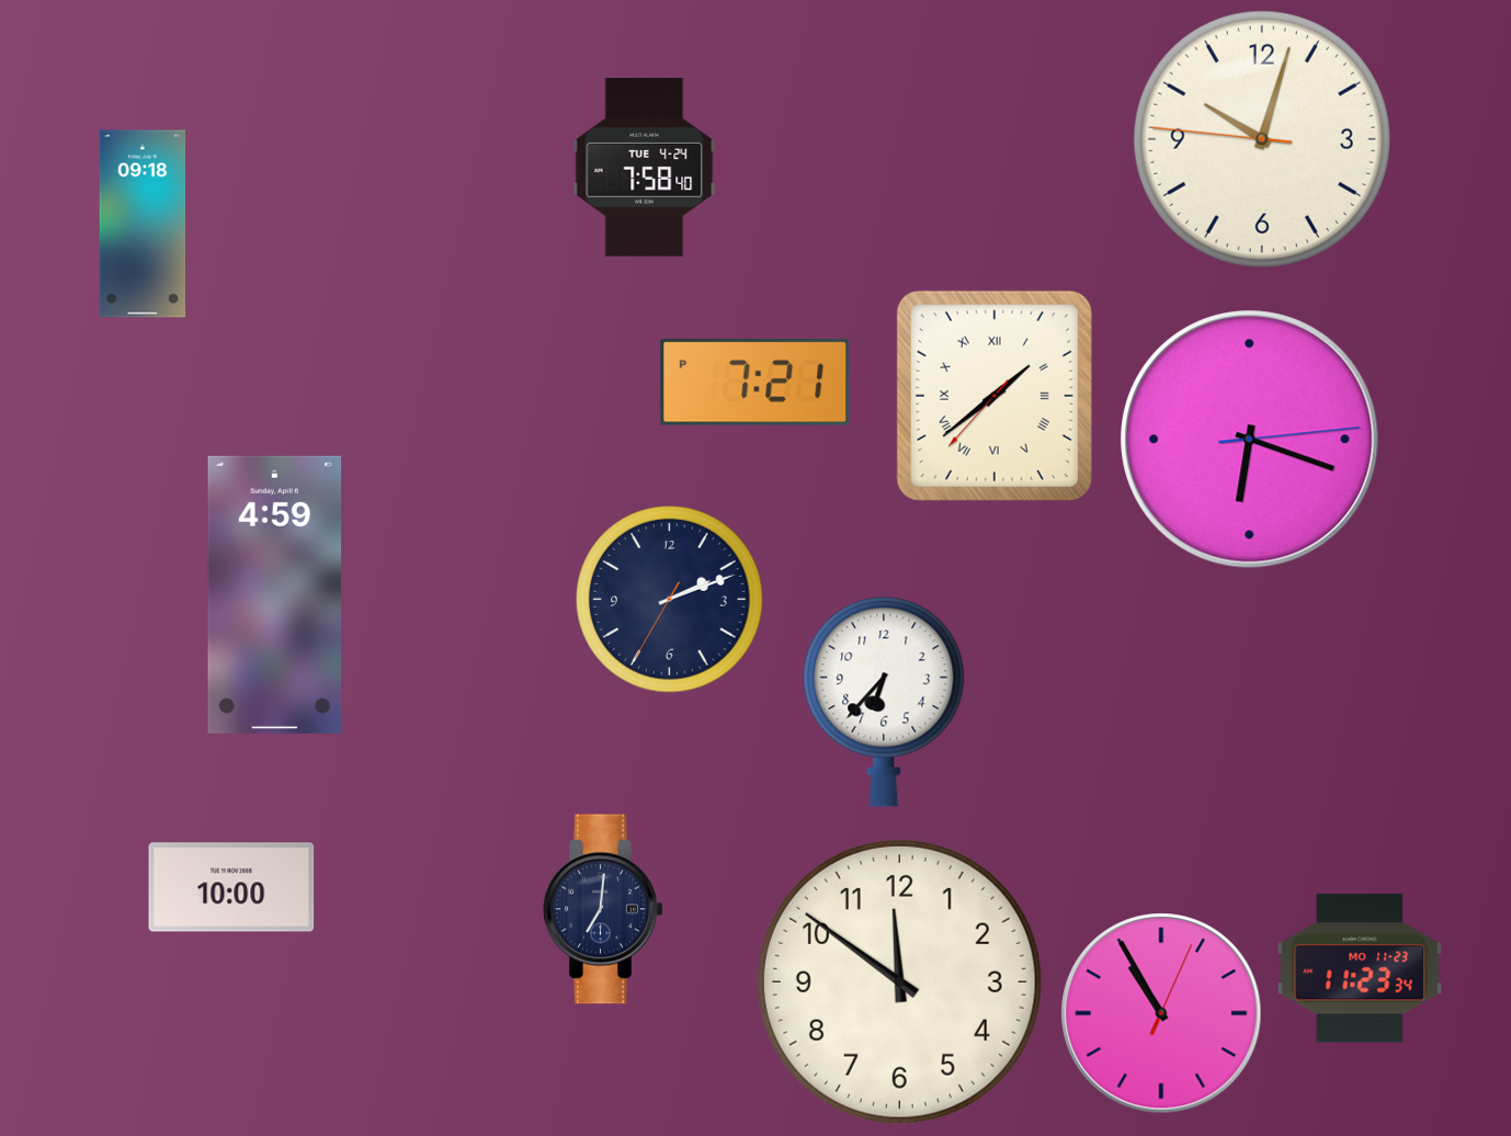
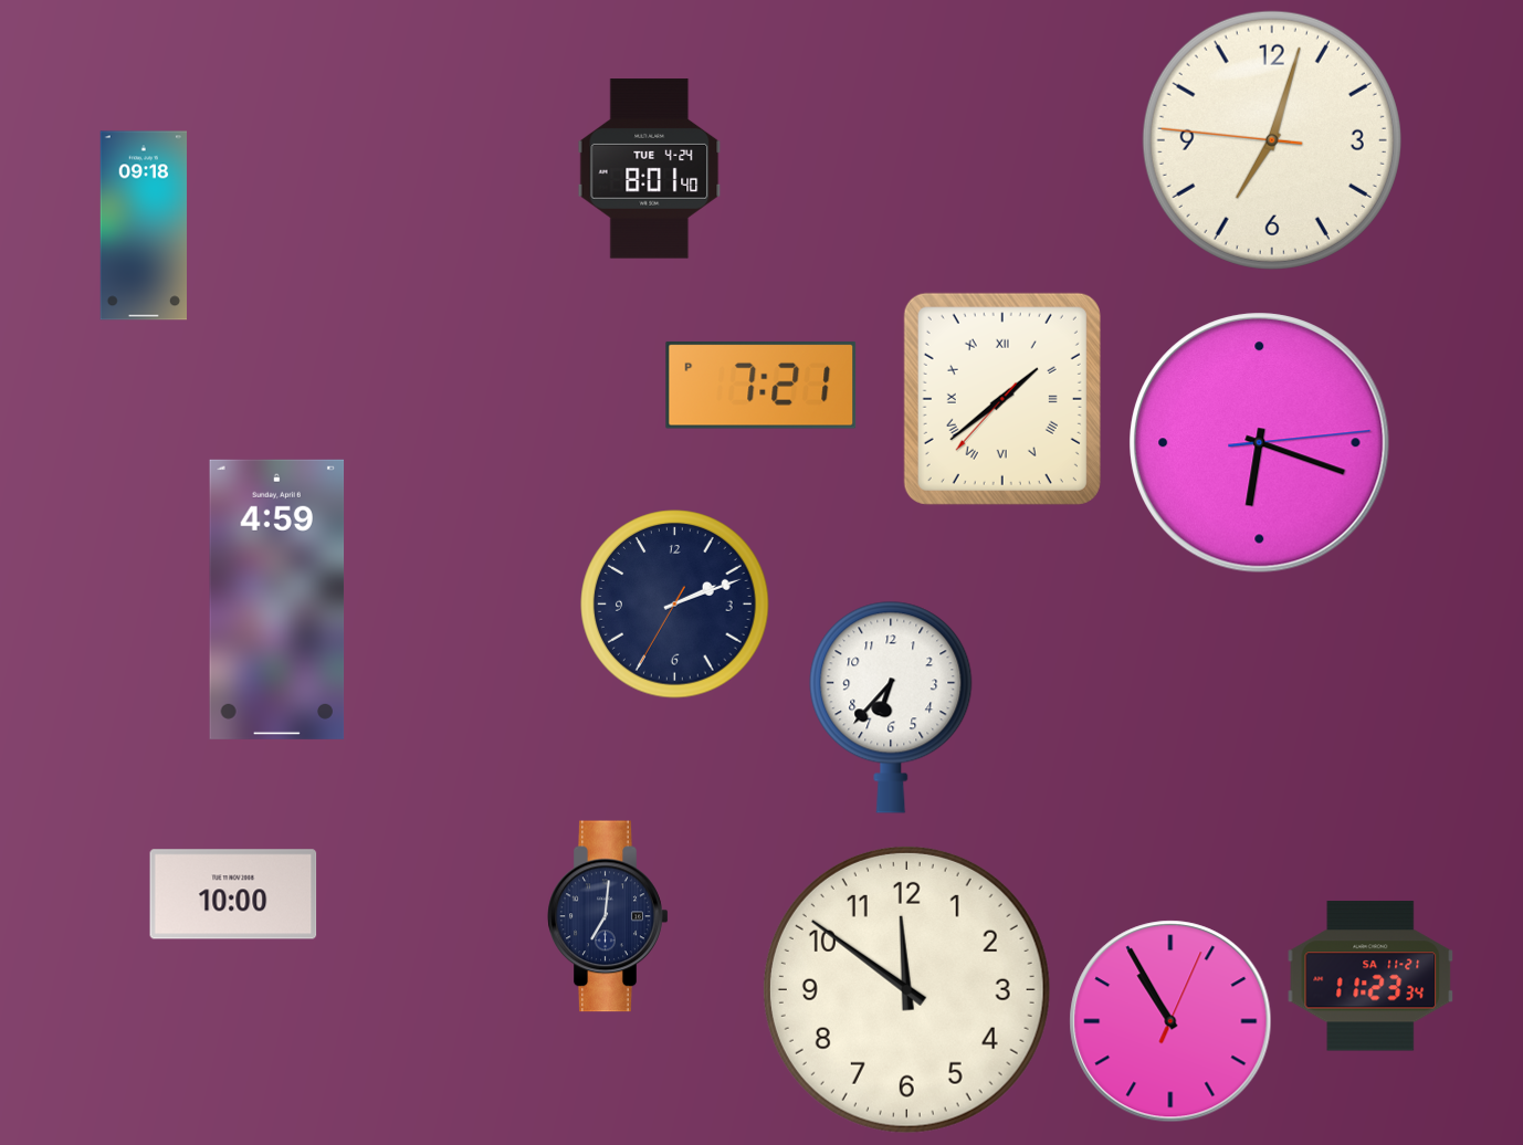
clock at (1262, 139): 10:02 -> 7:02
clock at (645, 168): 7:58 -> 8:01
clock at (1360, 968) date: MO 11-23 -> SA 11-21
